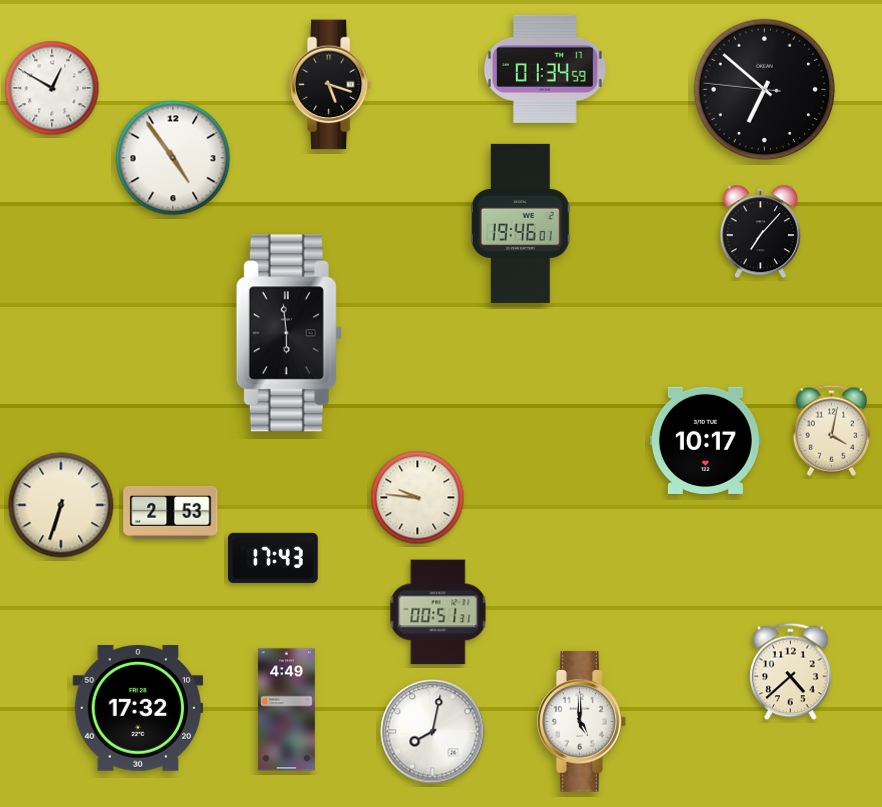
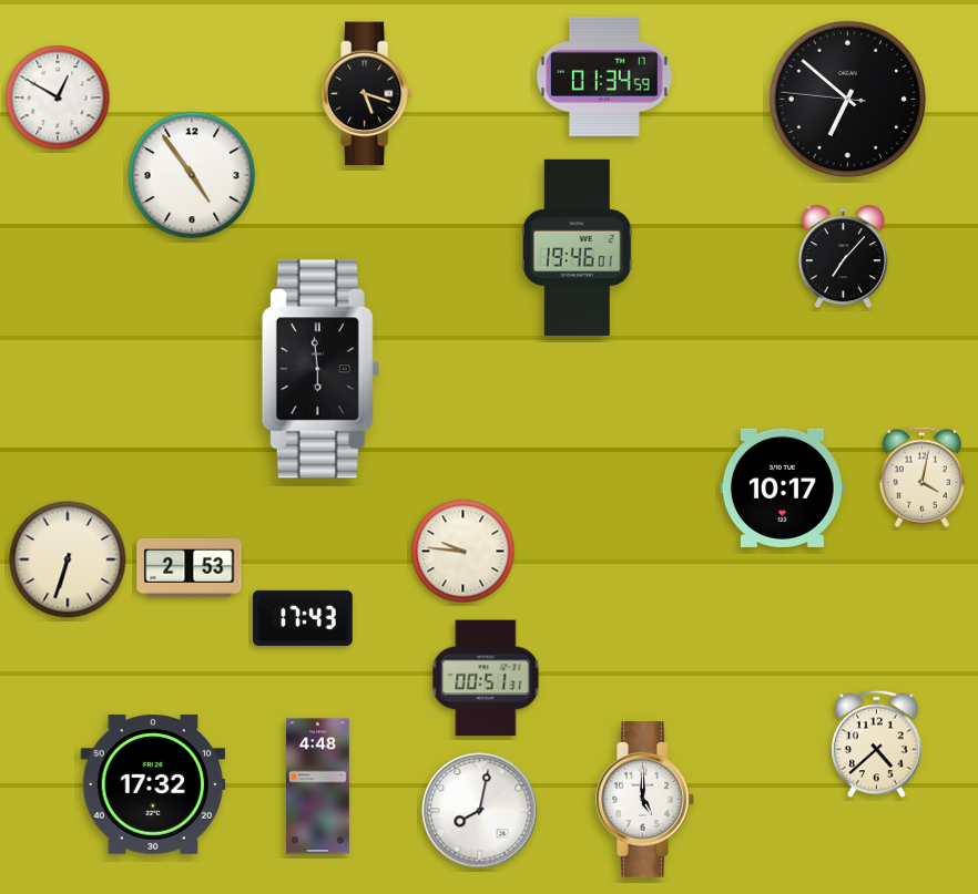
clock at (286, 710): 4:49 -> 4:48
